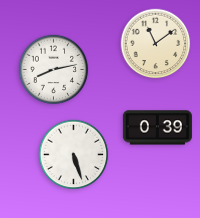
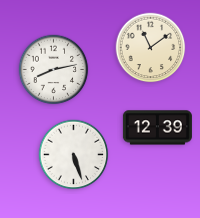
clock at (156, 44) position: (156, 44) -> (151, 48)
clock at (157, 128): 0:39 -> 12:39
